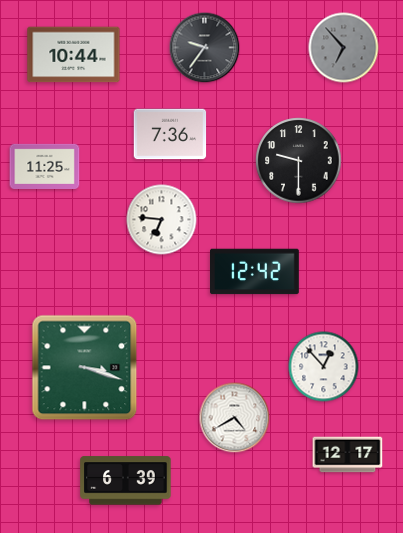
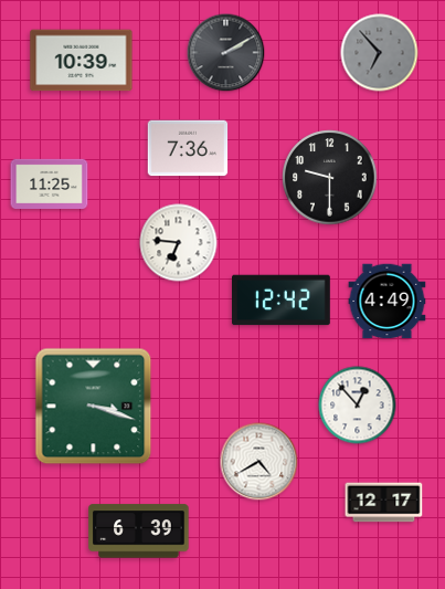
clock at (205, 48): 9:36 -> 2:10
clock at (74, 55): 10:44 -> 10:39
clock at (388, 302): none -> 4:49
